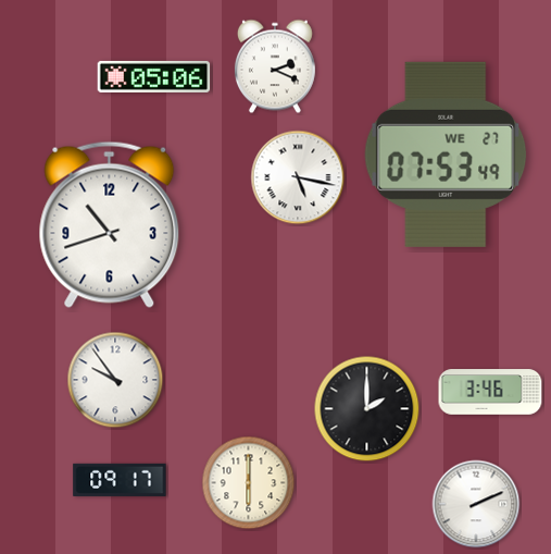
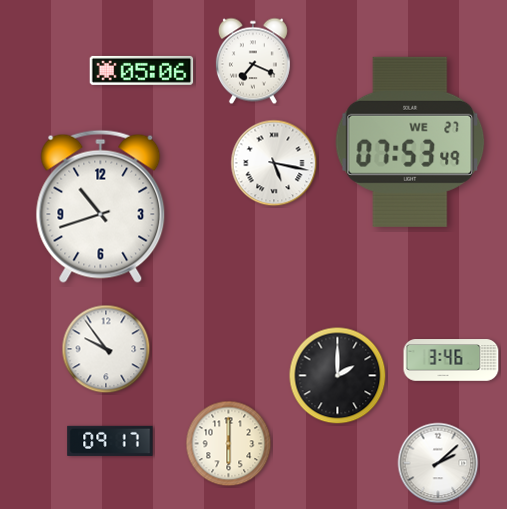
clock at (275, 66): 2:19 -> 7:19
clock at (476, 504): 2:11 -> 2:08
